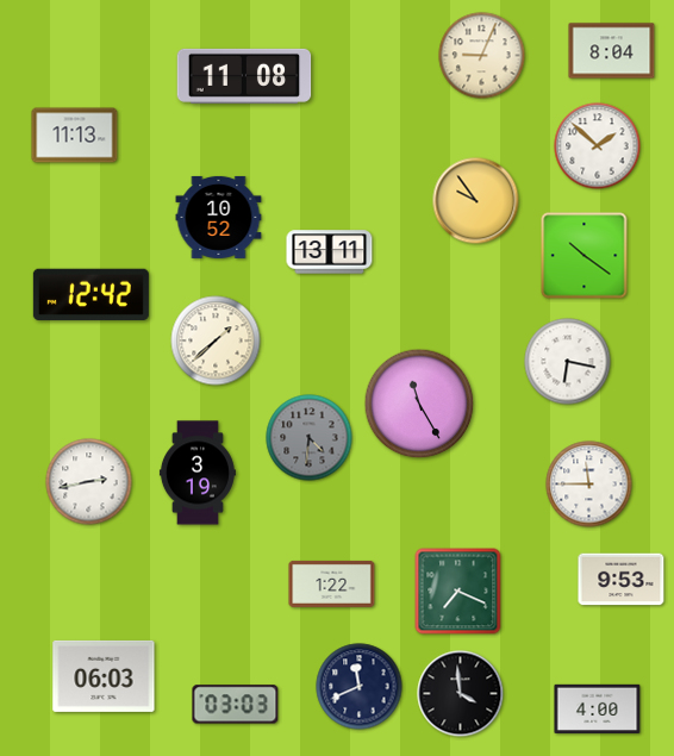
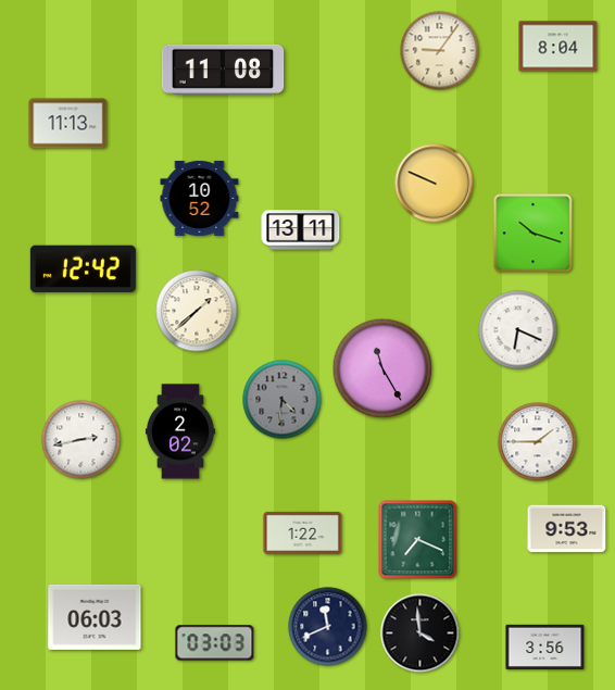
clock at (482, 56): 9:04 -> 9:06
clock at (598, 146): 1:52 -> none
clock at (476, 201): 9:54 -> 9:49
clock at (585, 256): 10:21 -> 10:18
clock at (568, 362): 6:17 -> 6:19
clock at (198, 473): 3:19 -> 2:02
clock at (589, 485): 11:45 -> 1:45
clock at (598, 708): 4:00 -> 3:56
